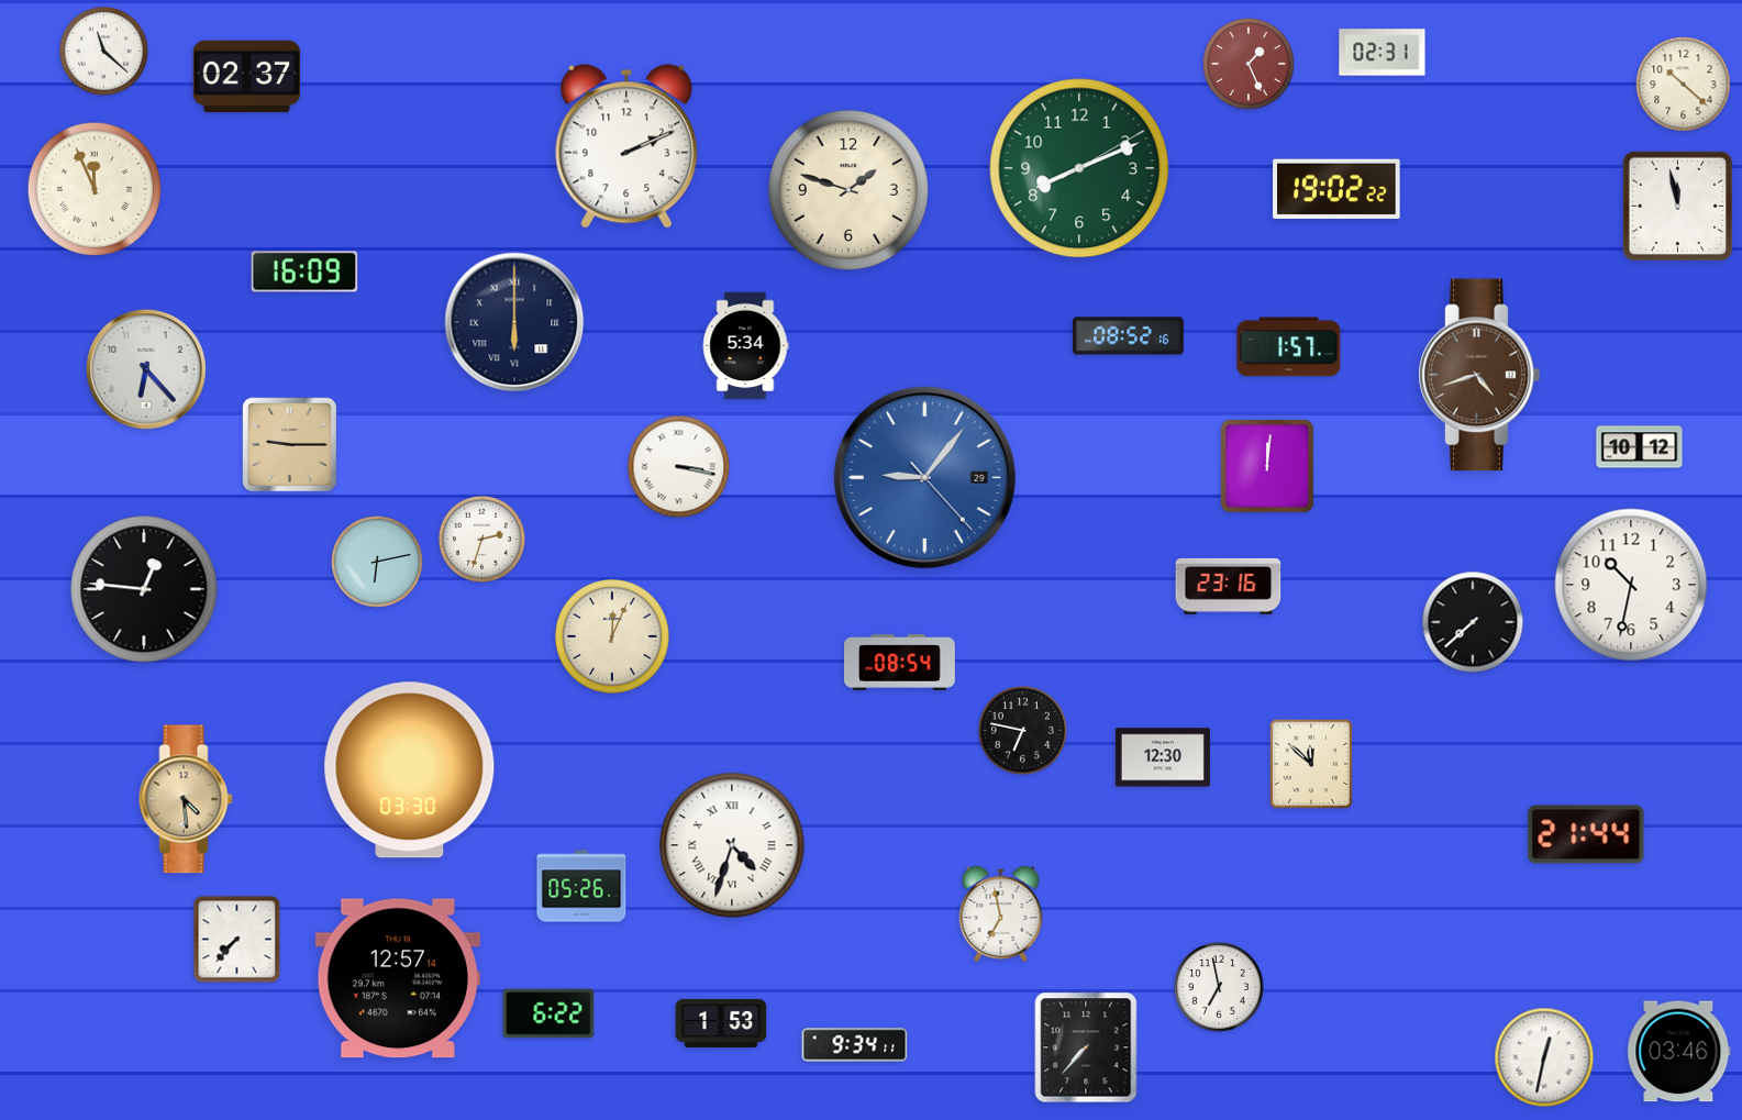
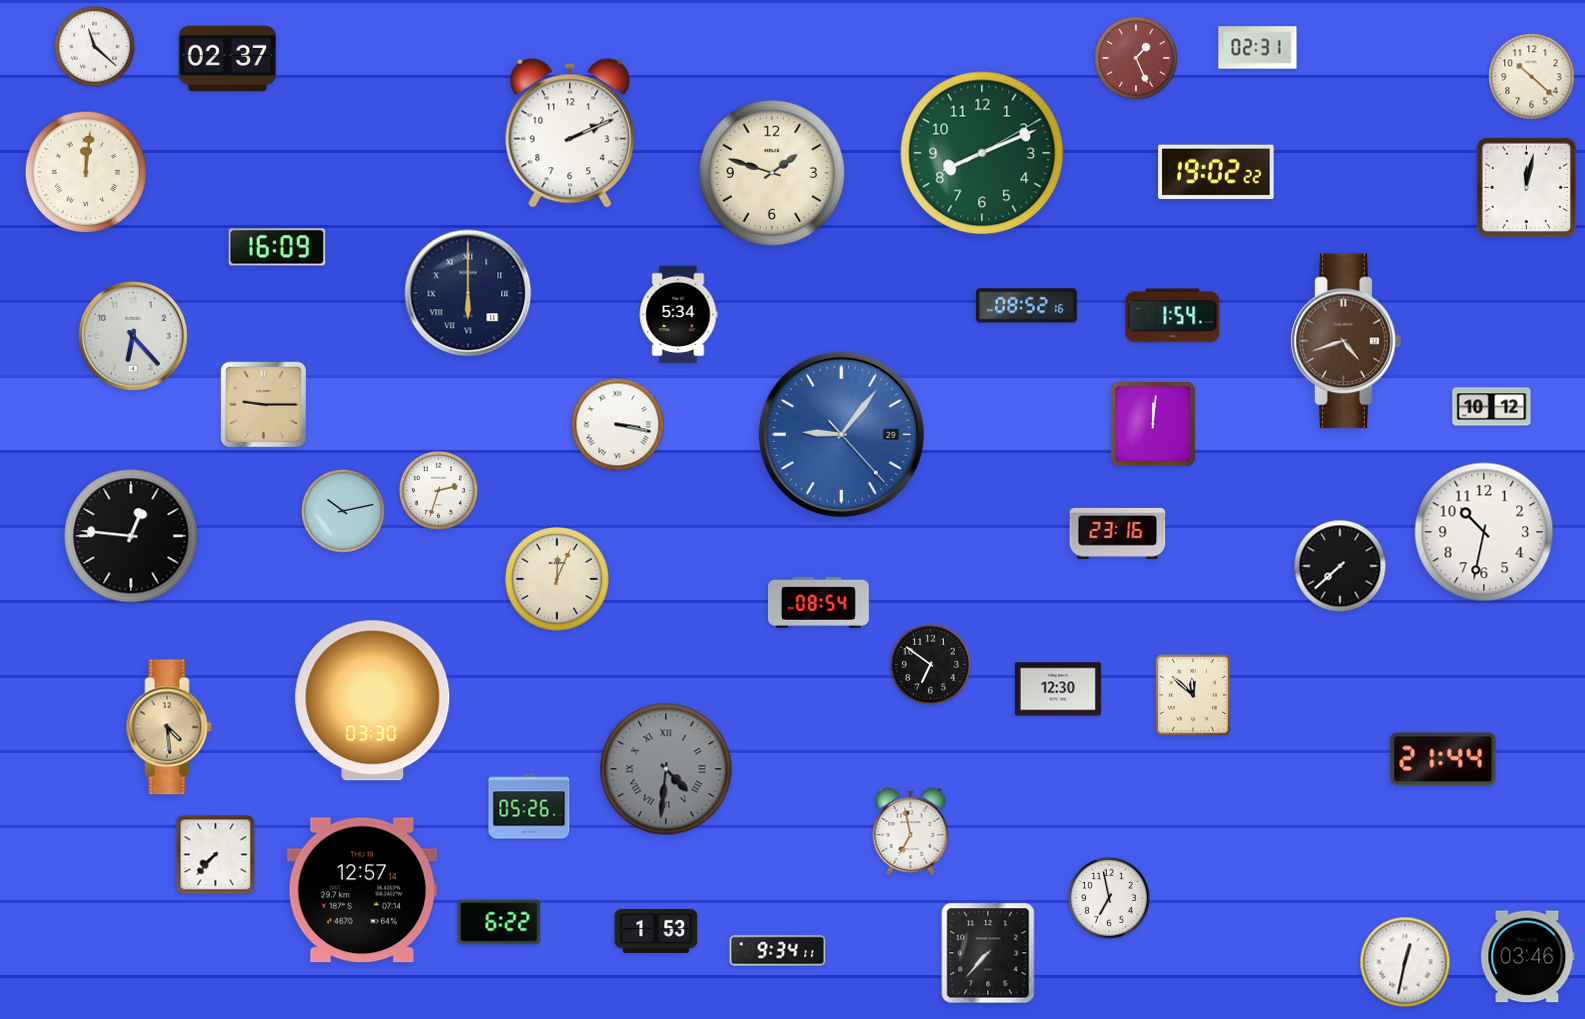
clock at (247, 77) position: (247, 77) -> (228, 59)
clock at (95, 189): 11:56 -> 12:01
clock at (1678, 207): 11:58 -> 12:02
clock at (1289, 347): 1:57 -> 1:54
clock at (377, 562): 6:13 -> 10:13
clock at (1022, 730): 6:47 -> 6:51
clock at (732, 845): 4:33 -> 4:31
clock at (732, 845) dial: white -> grey
